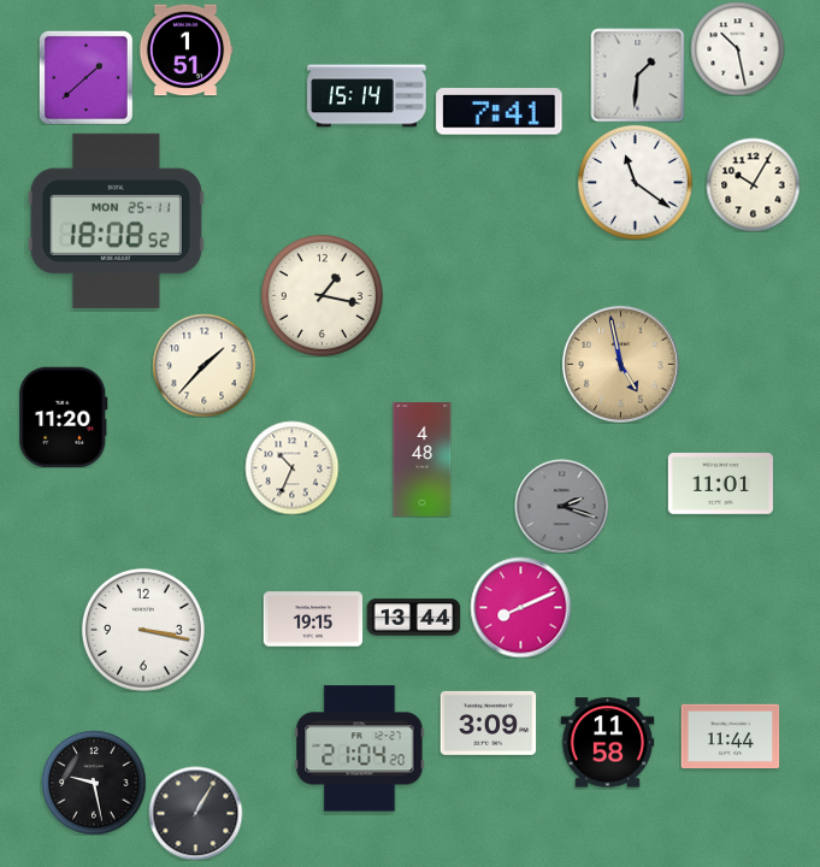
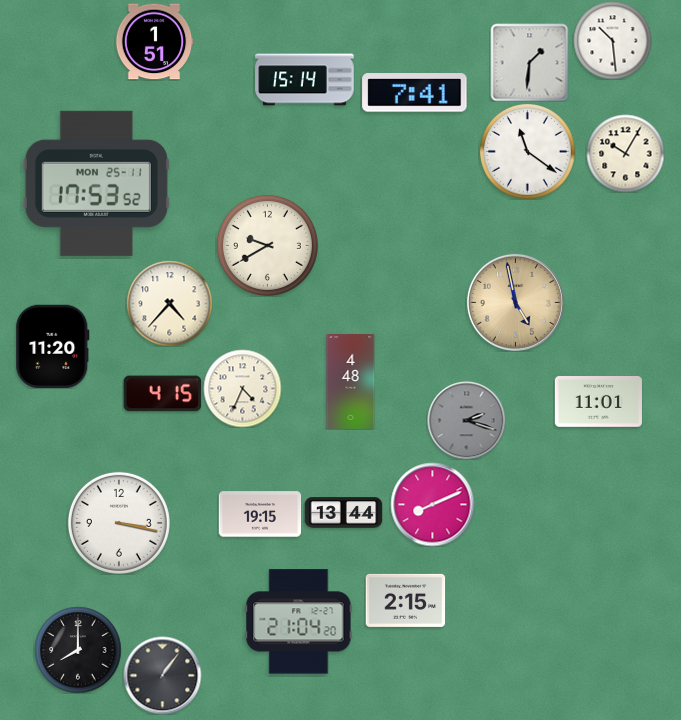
clock at (737, 48): 10:28 -> 10:29
clock at (85, 77): 1:38 -> none
clock at (116, 220): 18:08 -> 17:53
clock at (321, 295): 1:17 -> 9:40
clock at (203, 365): 1:37 -> 4:37
clock at (291, 467): 10:34 -> 4:34
clock at (162, 394): none -> 4:15
clock at (488, 722): 3:09 -> 2:15
clock at (730, 737): 11:44 -> none
clock at (607, 743): 11:58 -> none
clock at (94, 783): 9:28 -> 8:00
clock at (195, 813): 1:05 -> 1:06
